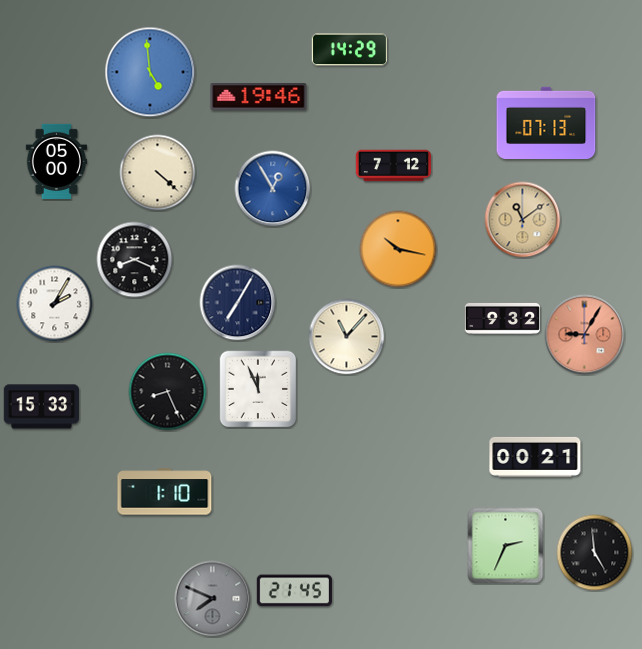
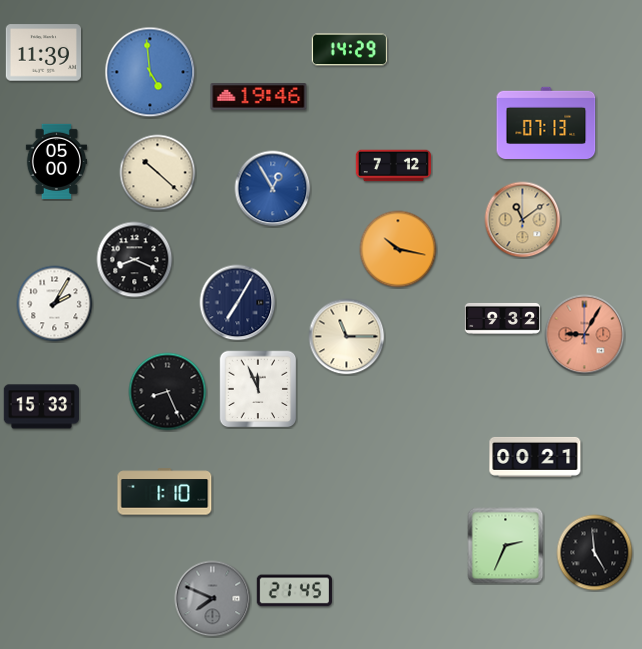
clock at (43, 53): none -> 11:39
clock at (158, 173): 4:22 -> 10:22
clock at (347, 337): 11:07 -> 11:15
